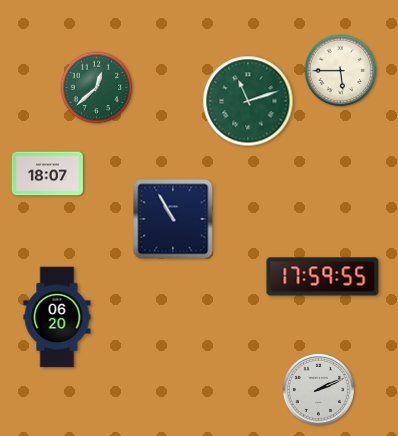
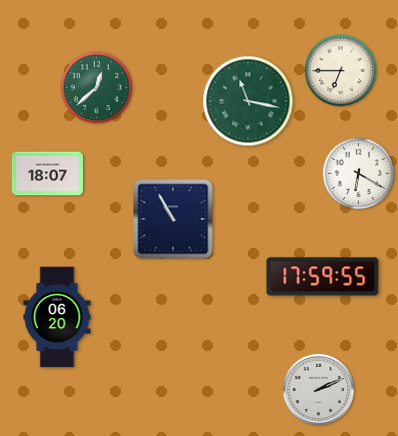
clock at (341, 71): 5:45 -> 6:45
clock at (248, 101): 11:12 -> 11:17
clock at (359, 174): none -> 6:20
